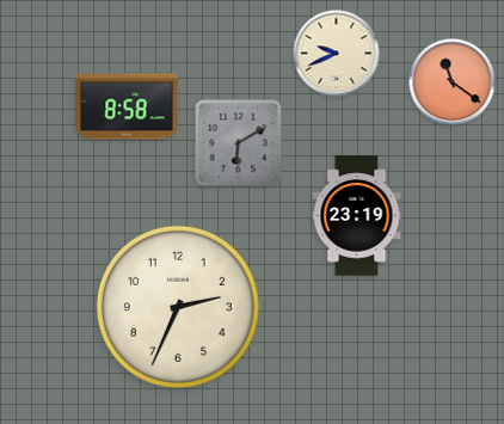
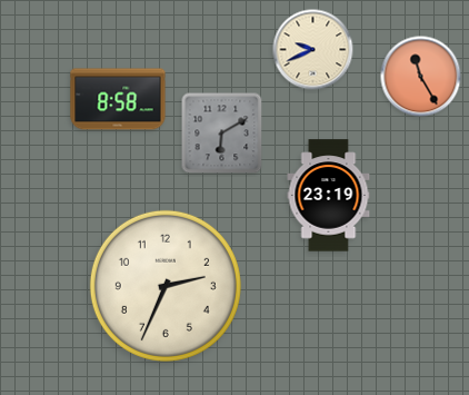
clock at (453, 82): 11:21 -> 11:25
clock at (357, 216) position: (357, 216) -> (329, 196)
